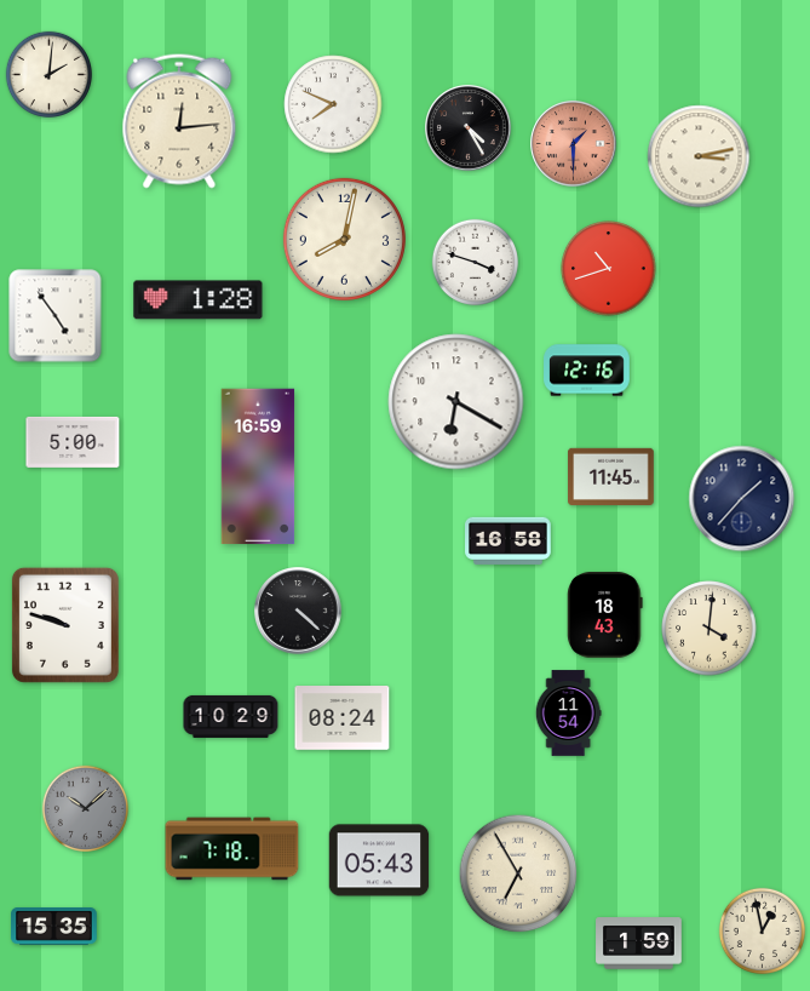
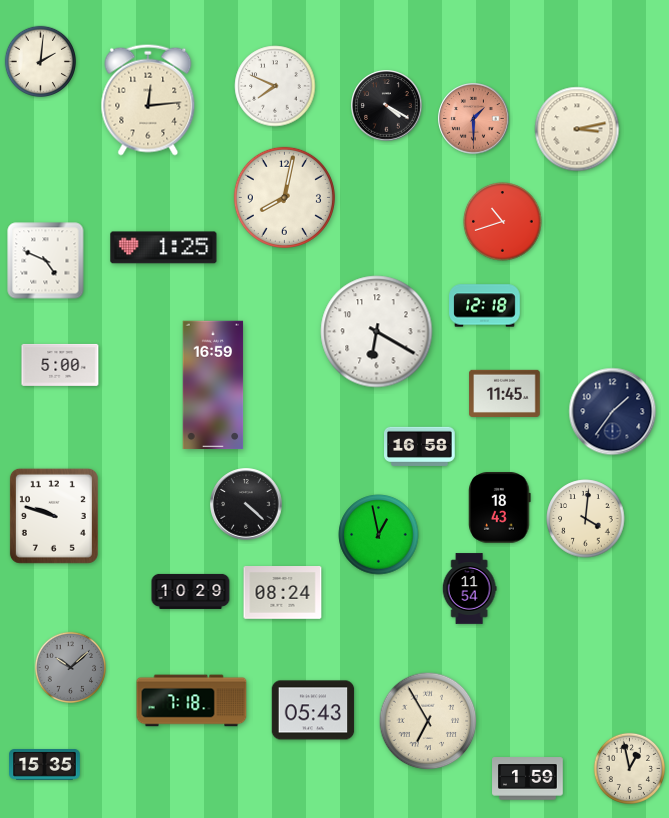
clock at (469, 128): 4:25 -> 4:20
clock at (476, 263): 3:48 -> none
clock at (199, 300): 1:28 -> 1:25
clock at (56, 316): 4:54 -> 4:49
clock at (587, 371): 12:16 -> 12:18
clock at (742, 499): 1:37 -> 1:36
clock at (379, 535): none -> 12:58
